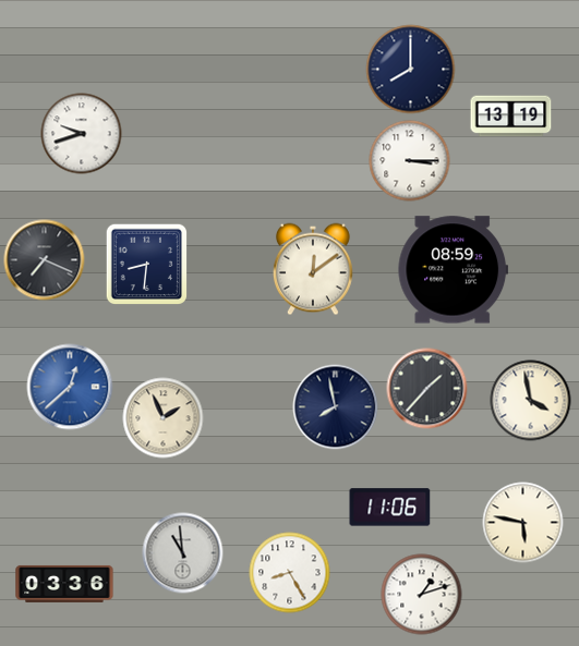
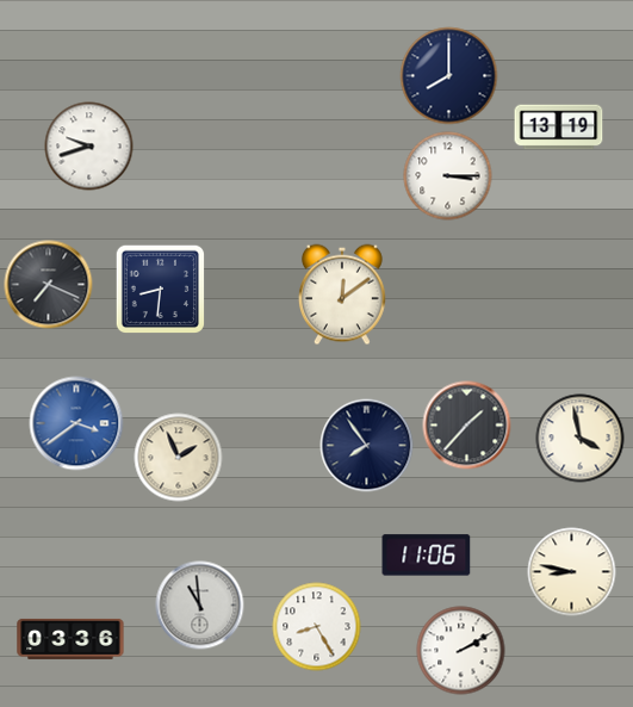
clock at (453, 270): 08:59 -> none
clock at (70, 387): 12:38 -> 3:39
clock at (336, 407): 7:58 -> 7:54
clock at (523, 523): 5:47 -> 8:47
clock at (422, 595): 1:12 -> 2:10
